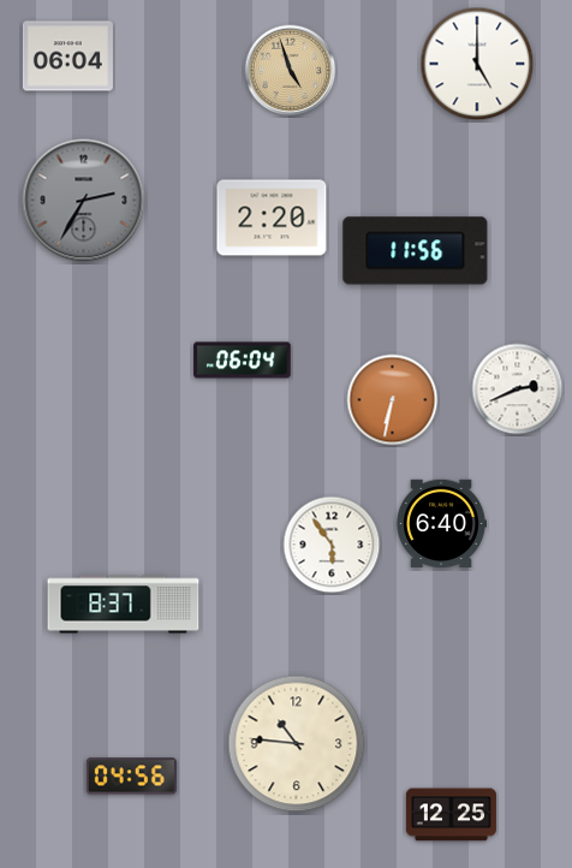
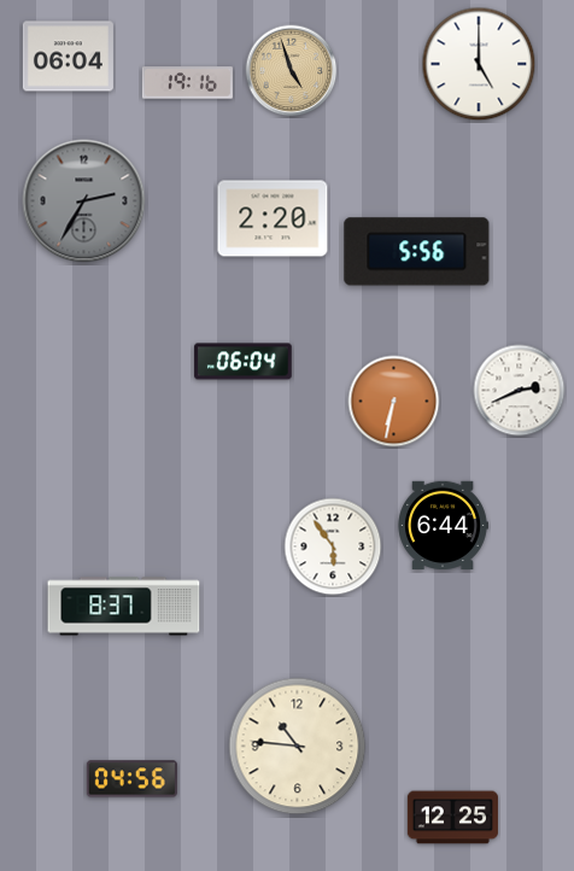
clock at (187, 83): none -> 19:16
clock at (416, 251): 11:56 -> 5:56
clock at (441, 523): 6:40 -> 6:44
